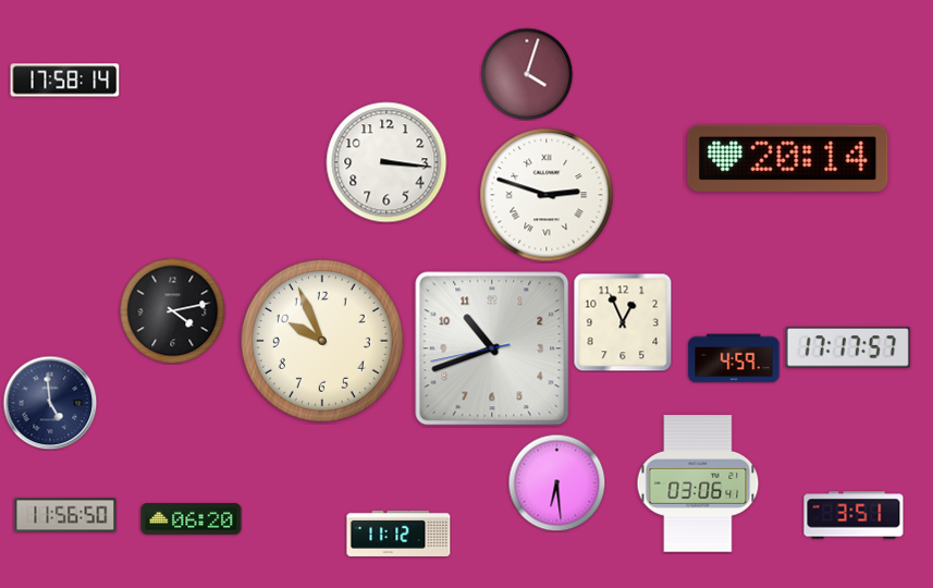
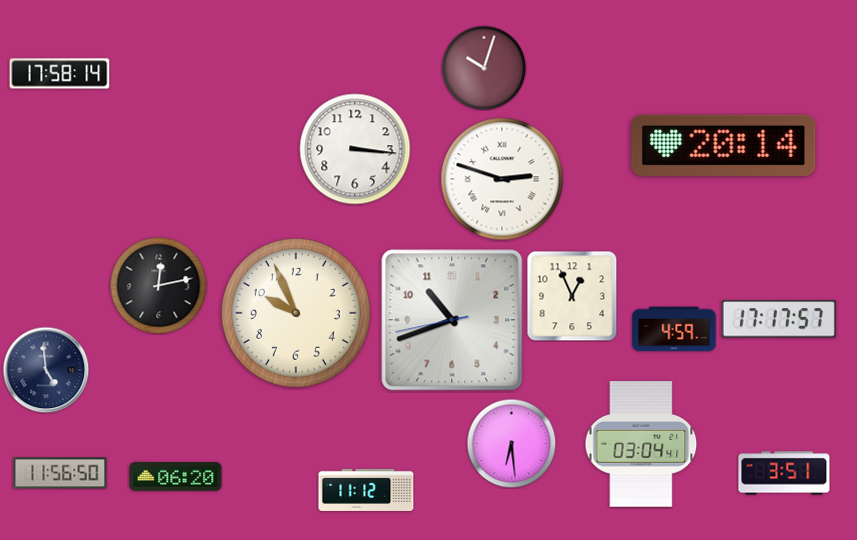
clock at (527, 74): 4:03 -> 10:03
clock at (172, 310): 4:13 -> 12:13
clock at (698, 483): 03:06 -> 03:04
